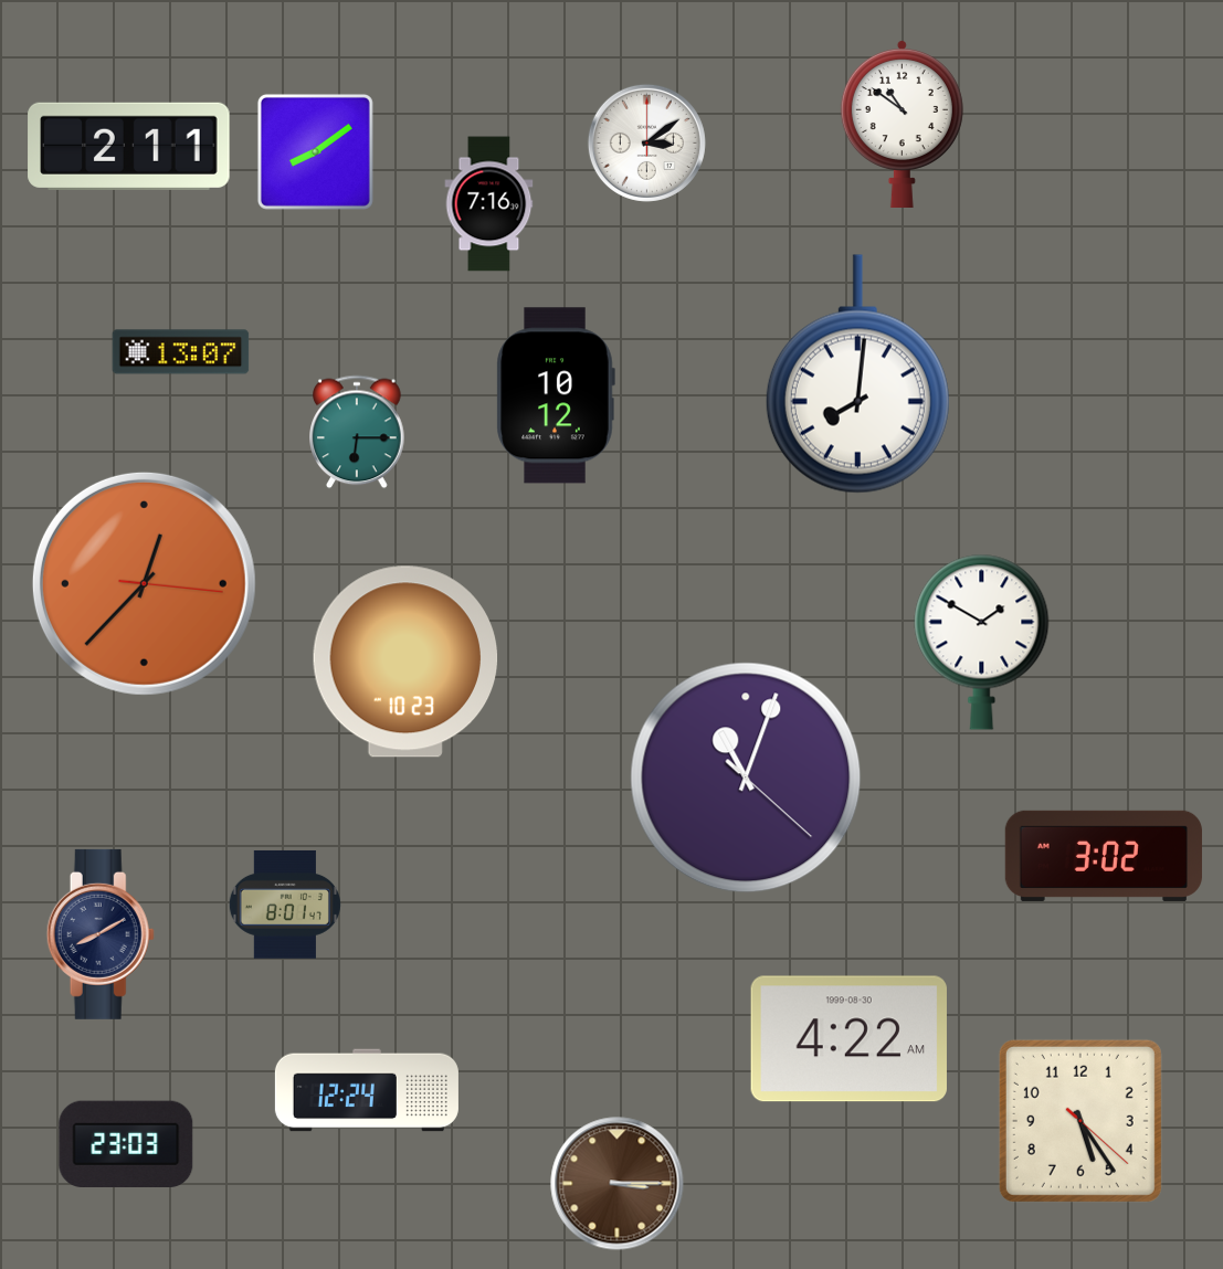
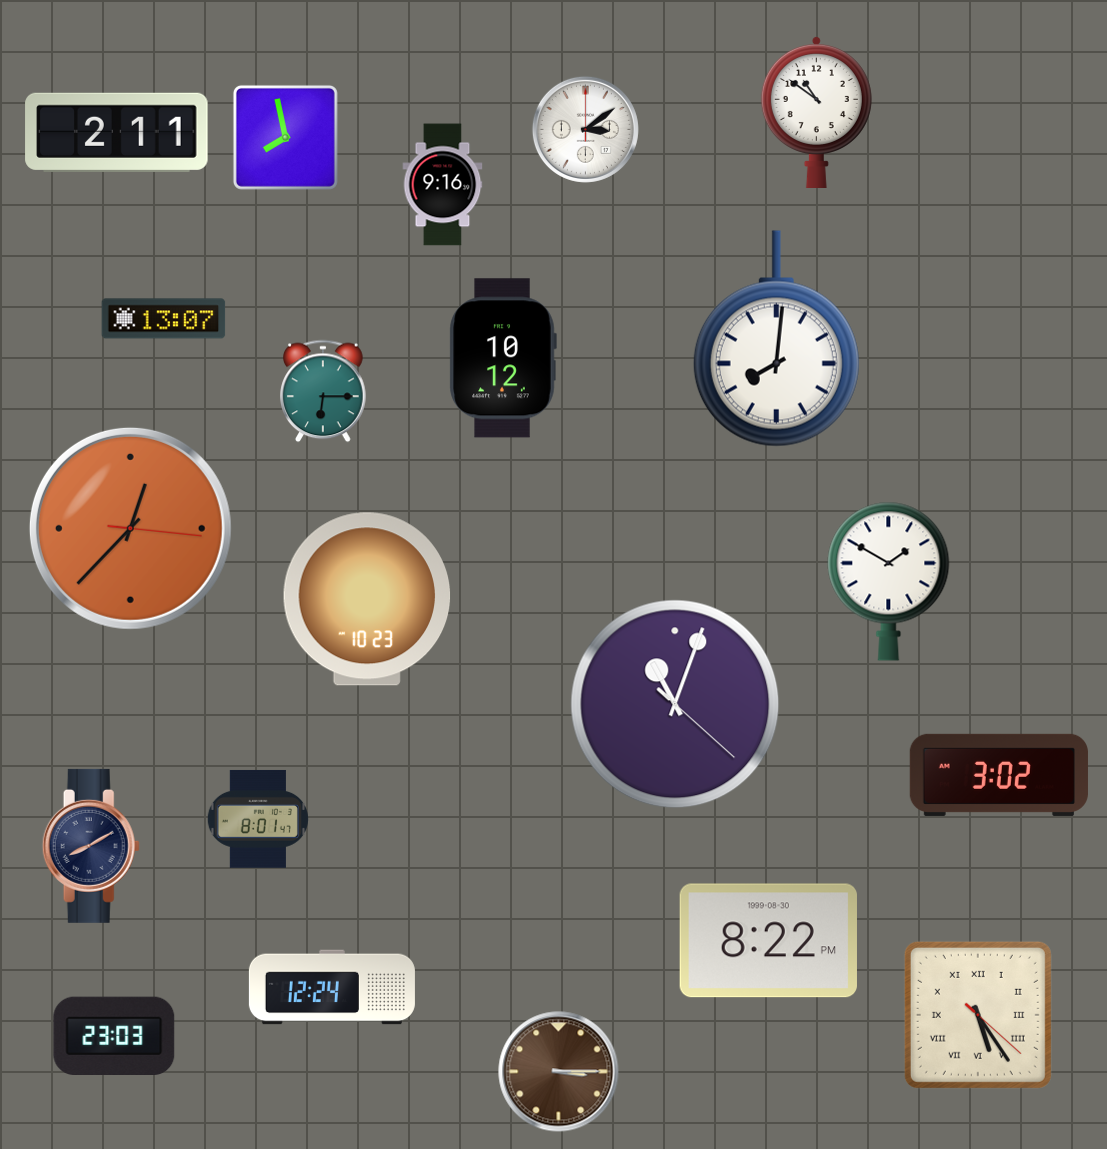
clock at (315, 151): 8:09 -> 7:58
clock at (489, 204): 7:16 -> 9:16
clock at (848, 1039): 4:22 -> 8:22
clock at (1080, 1121) numerals: Arabic -> Roman
